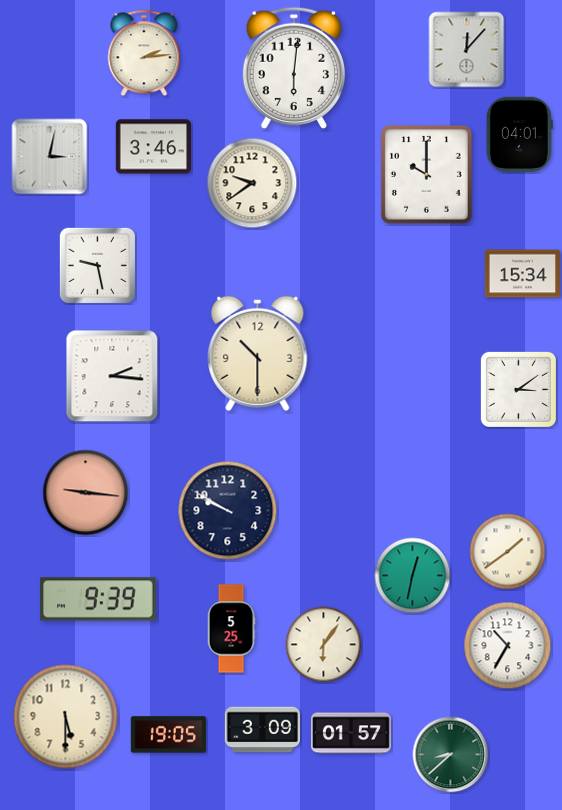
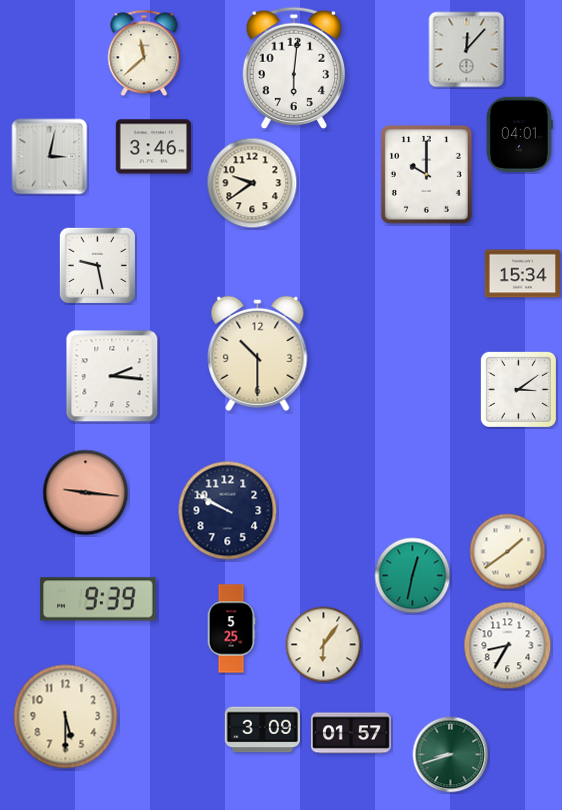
clock at (144, 53): 2:14 -> 11:38
clock at (508, 646): 10:35 -> 8:35
clock at (168, 735): 19:05 -> none
clock at (451, 755): 8:38 -> 8:42
